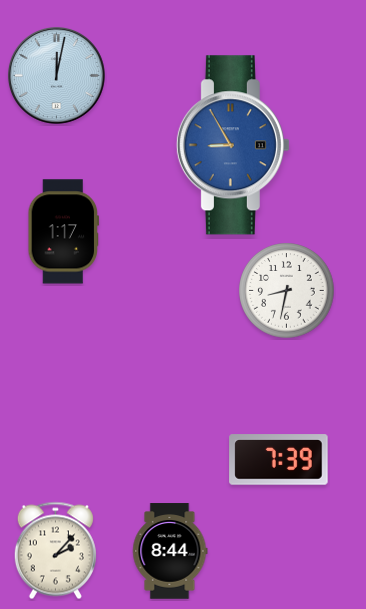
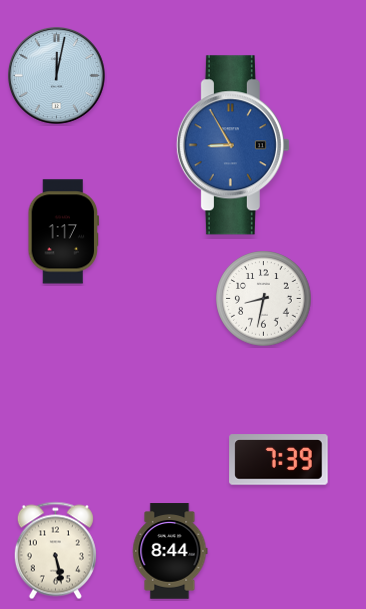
clock at (287, 291) position: (287, 291) -> (264, 299)
clock at (55, 551): 2:07 -> 5:28
